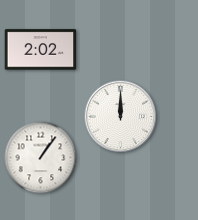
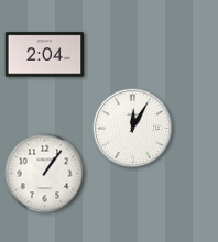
clock at (41, 50): 2:02 -> 2:04
clock at (121, 117): 12:00 -> 12:05
